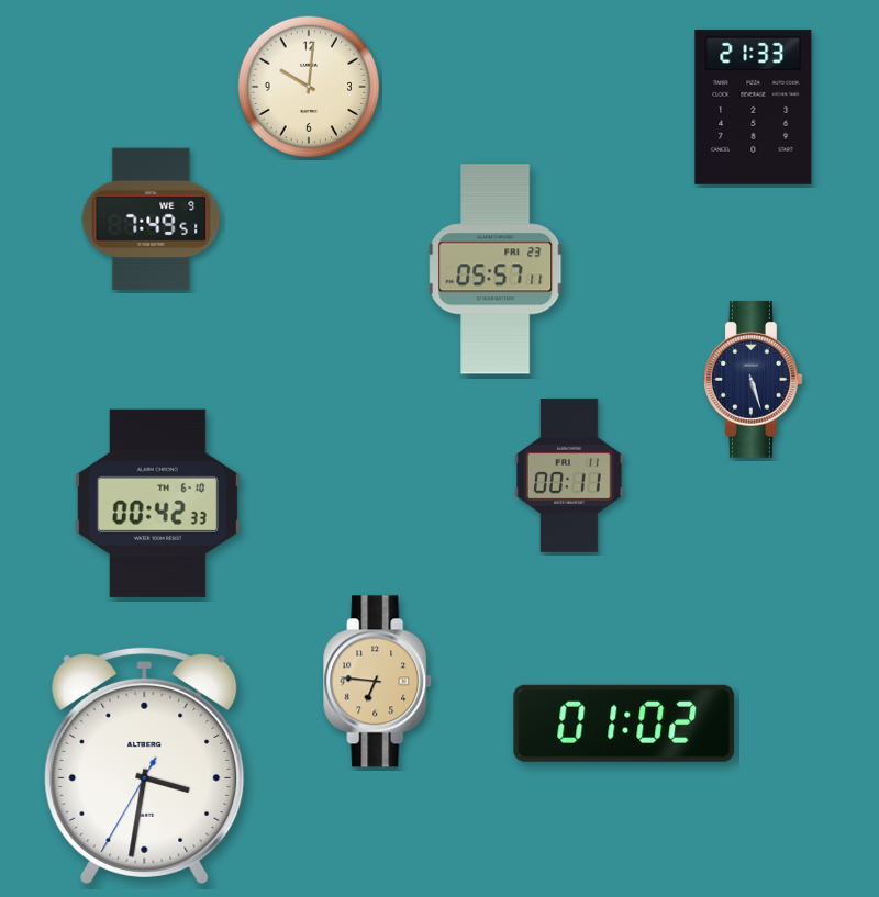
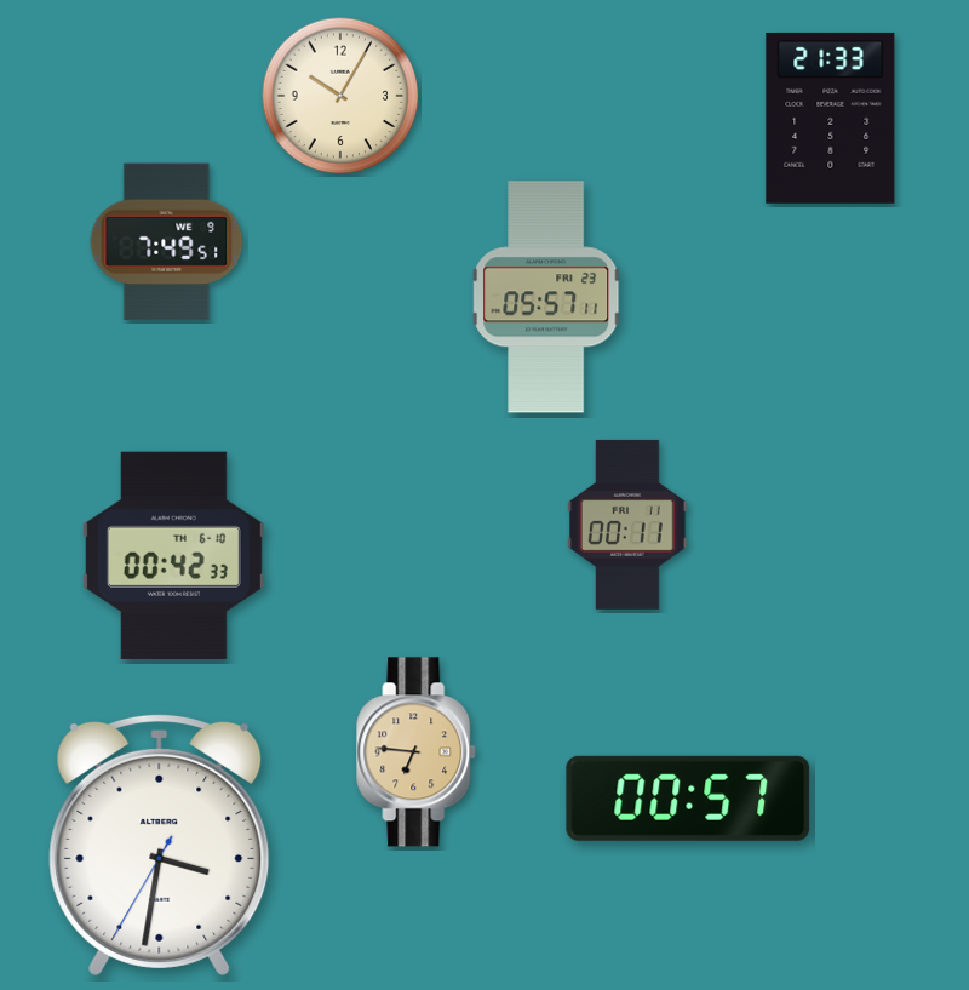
clock at (309, 87): 10:01 -> 10:05
clock at (754, 380): 5:27 -> none
clock at (624, 724): 01:02 -> 00:57
